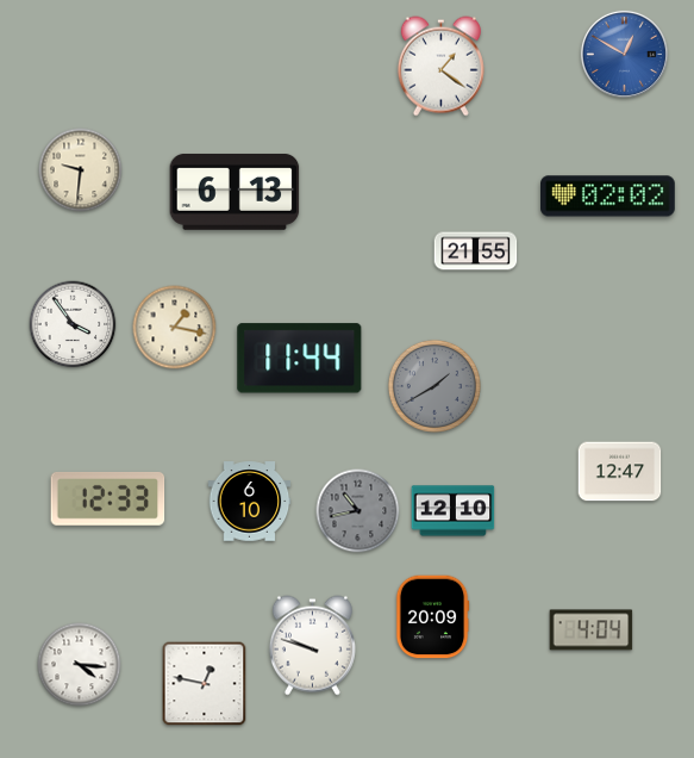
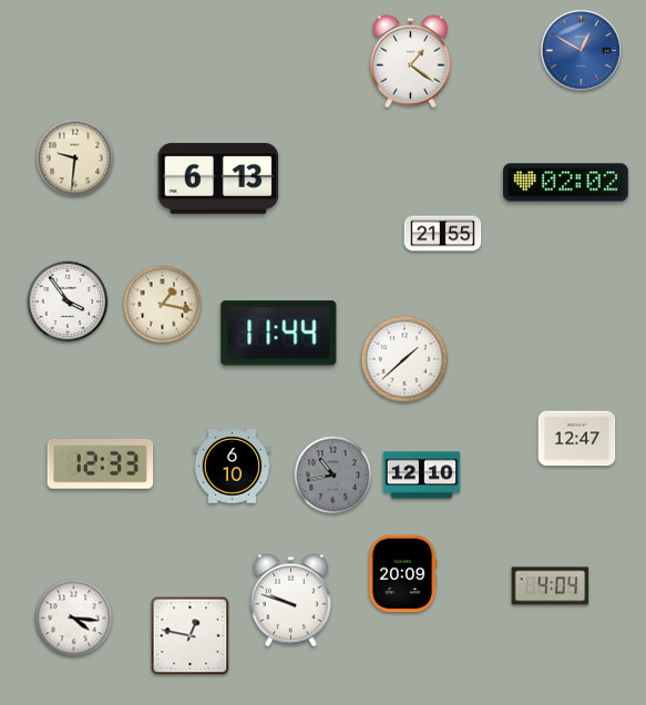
clock at (434, 386): 1:40 -> 1:38
clock at (434, 386) dial: grey -> white
